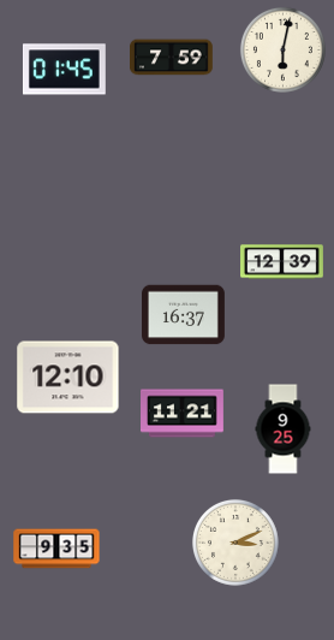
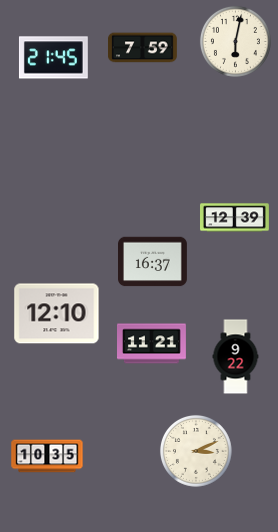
clock at (64, 70): 01:45 -> 21:45
clock at (284, 429): 9:25 -> 9:22
clock at (56, 549): 9:35 -> 10:35
